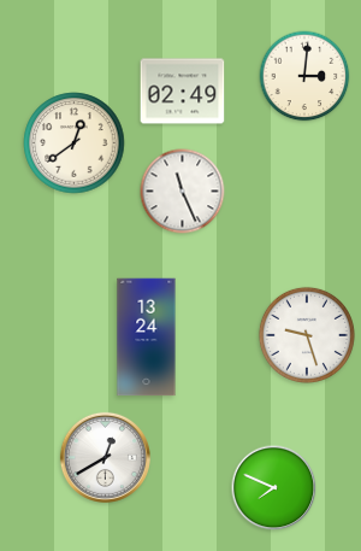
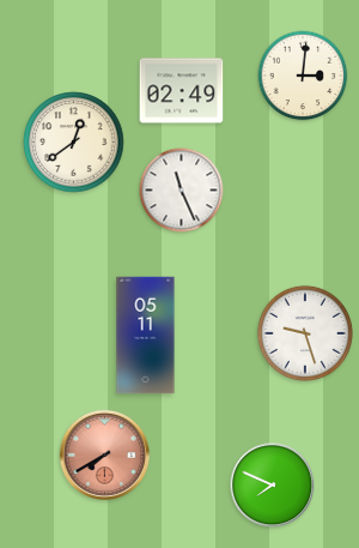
clock at (147, 338): 13:24 -> 05:11
clock at (105, 457): 12:40 -> 7:40
clock at (105, 457) dial: white -> salmon
